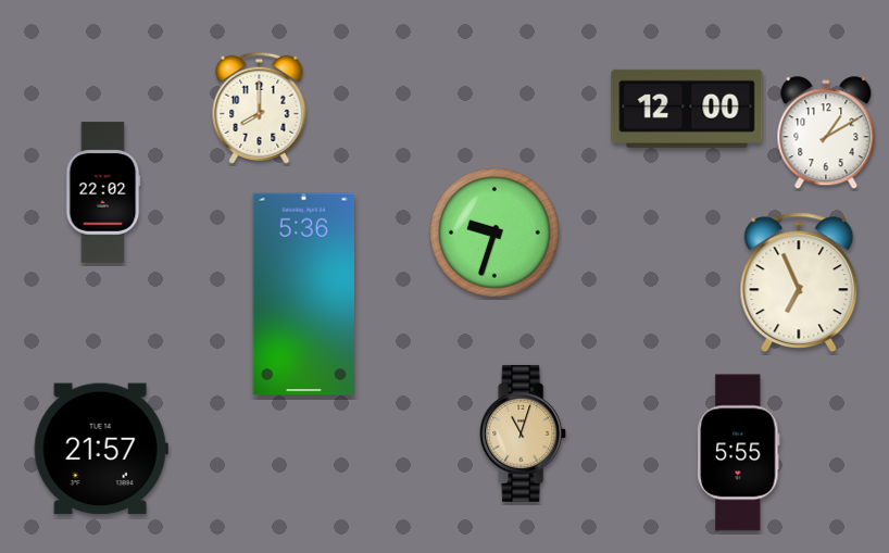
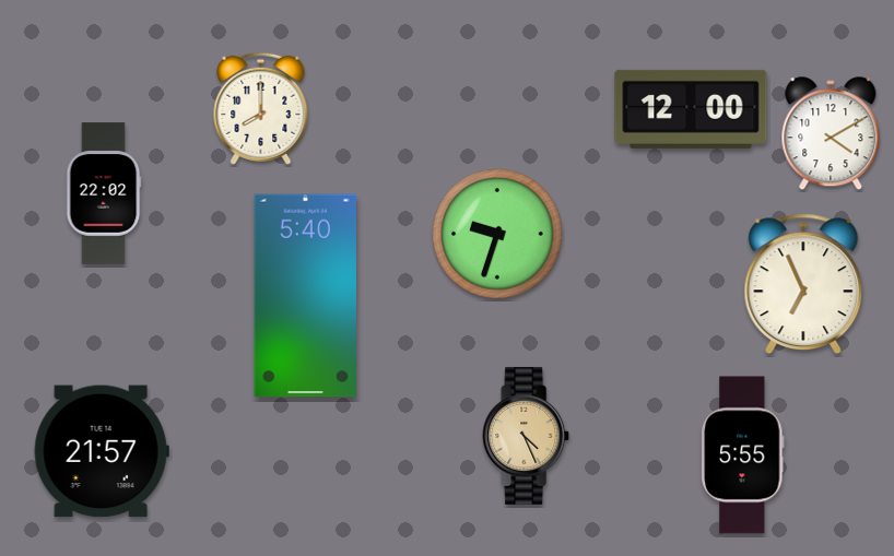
clock at (826, 134): 1:10 -> 4:10
clock at (303, 294): 5:36 -> 5:40
clock at (524, 433): 11:03 -> 4:26
